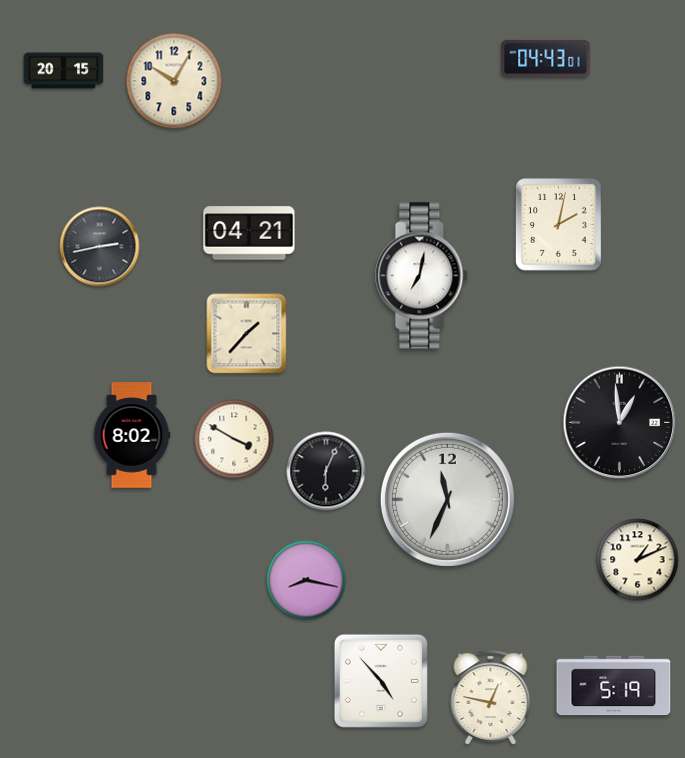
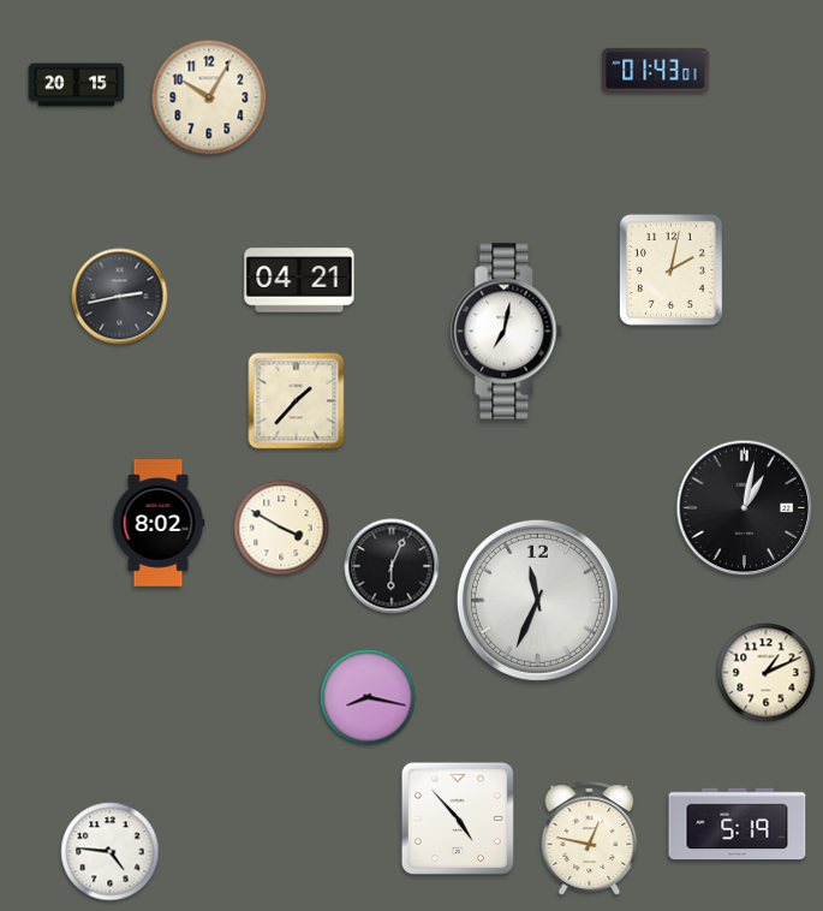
clock at (546, 58): 04:43 -> 01:43
clock at (620, 423): 12:59 -> 1:02
clock at (111, 852): none -> 4:46
